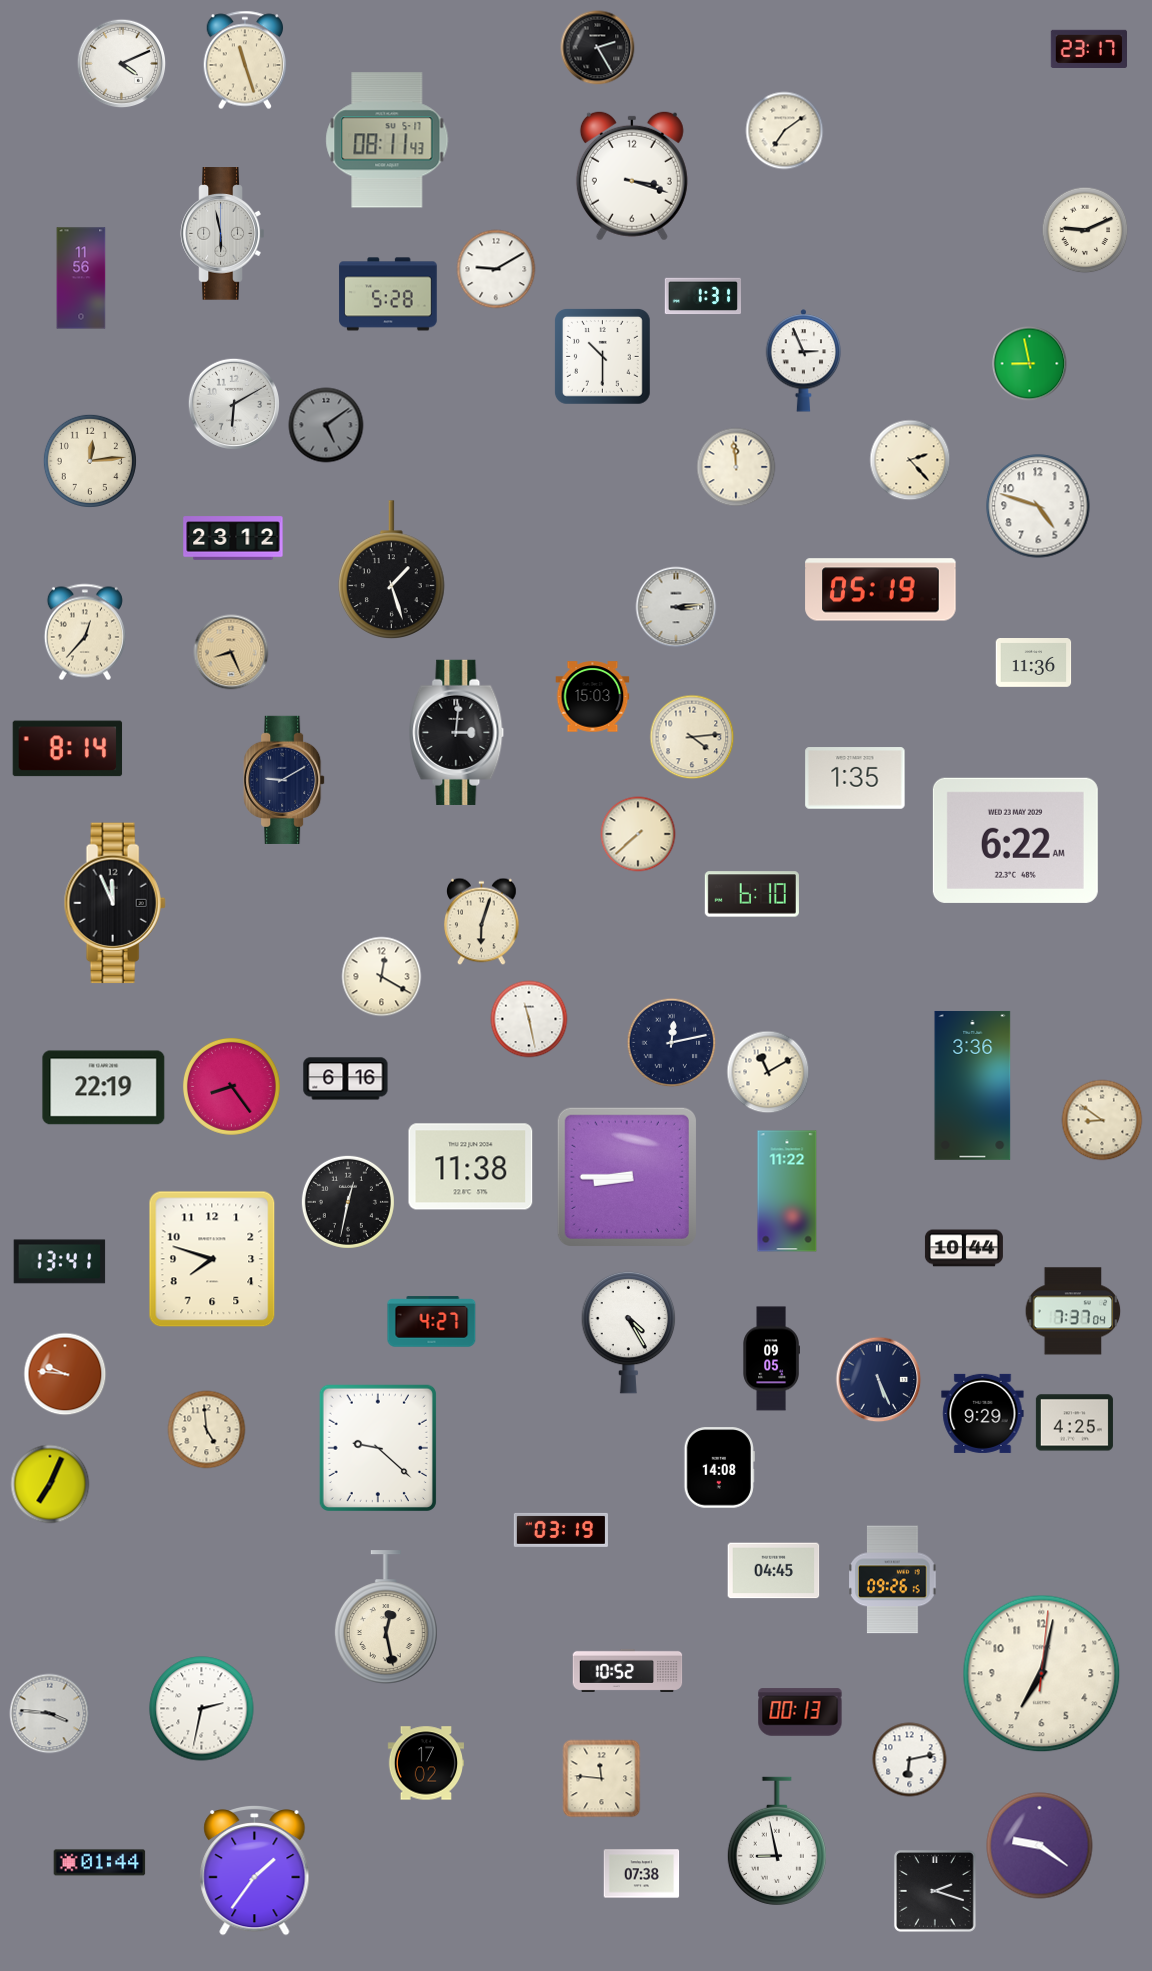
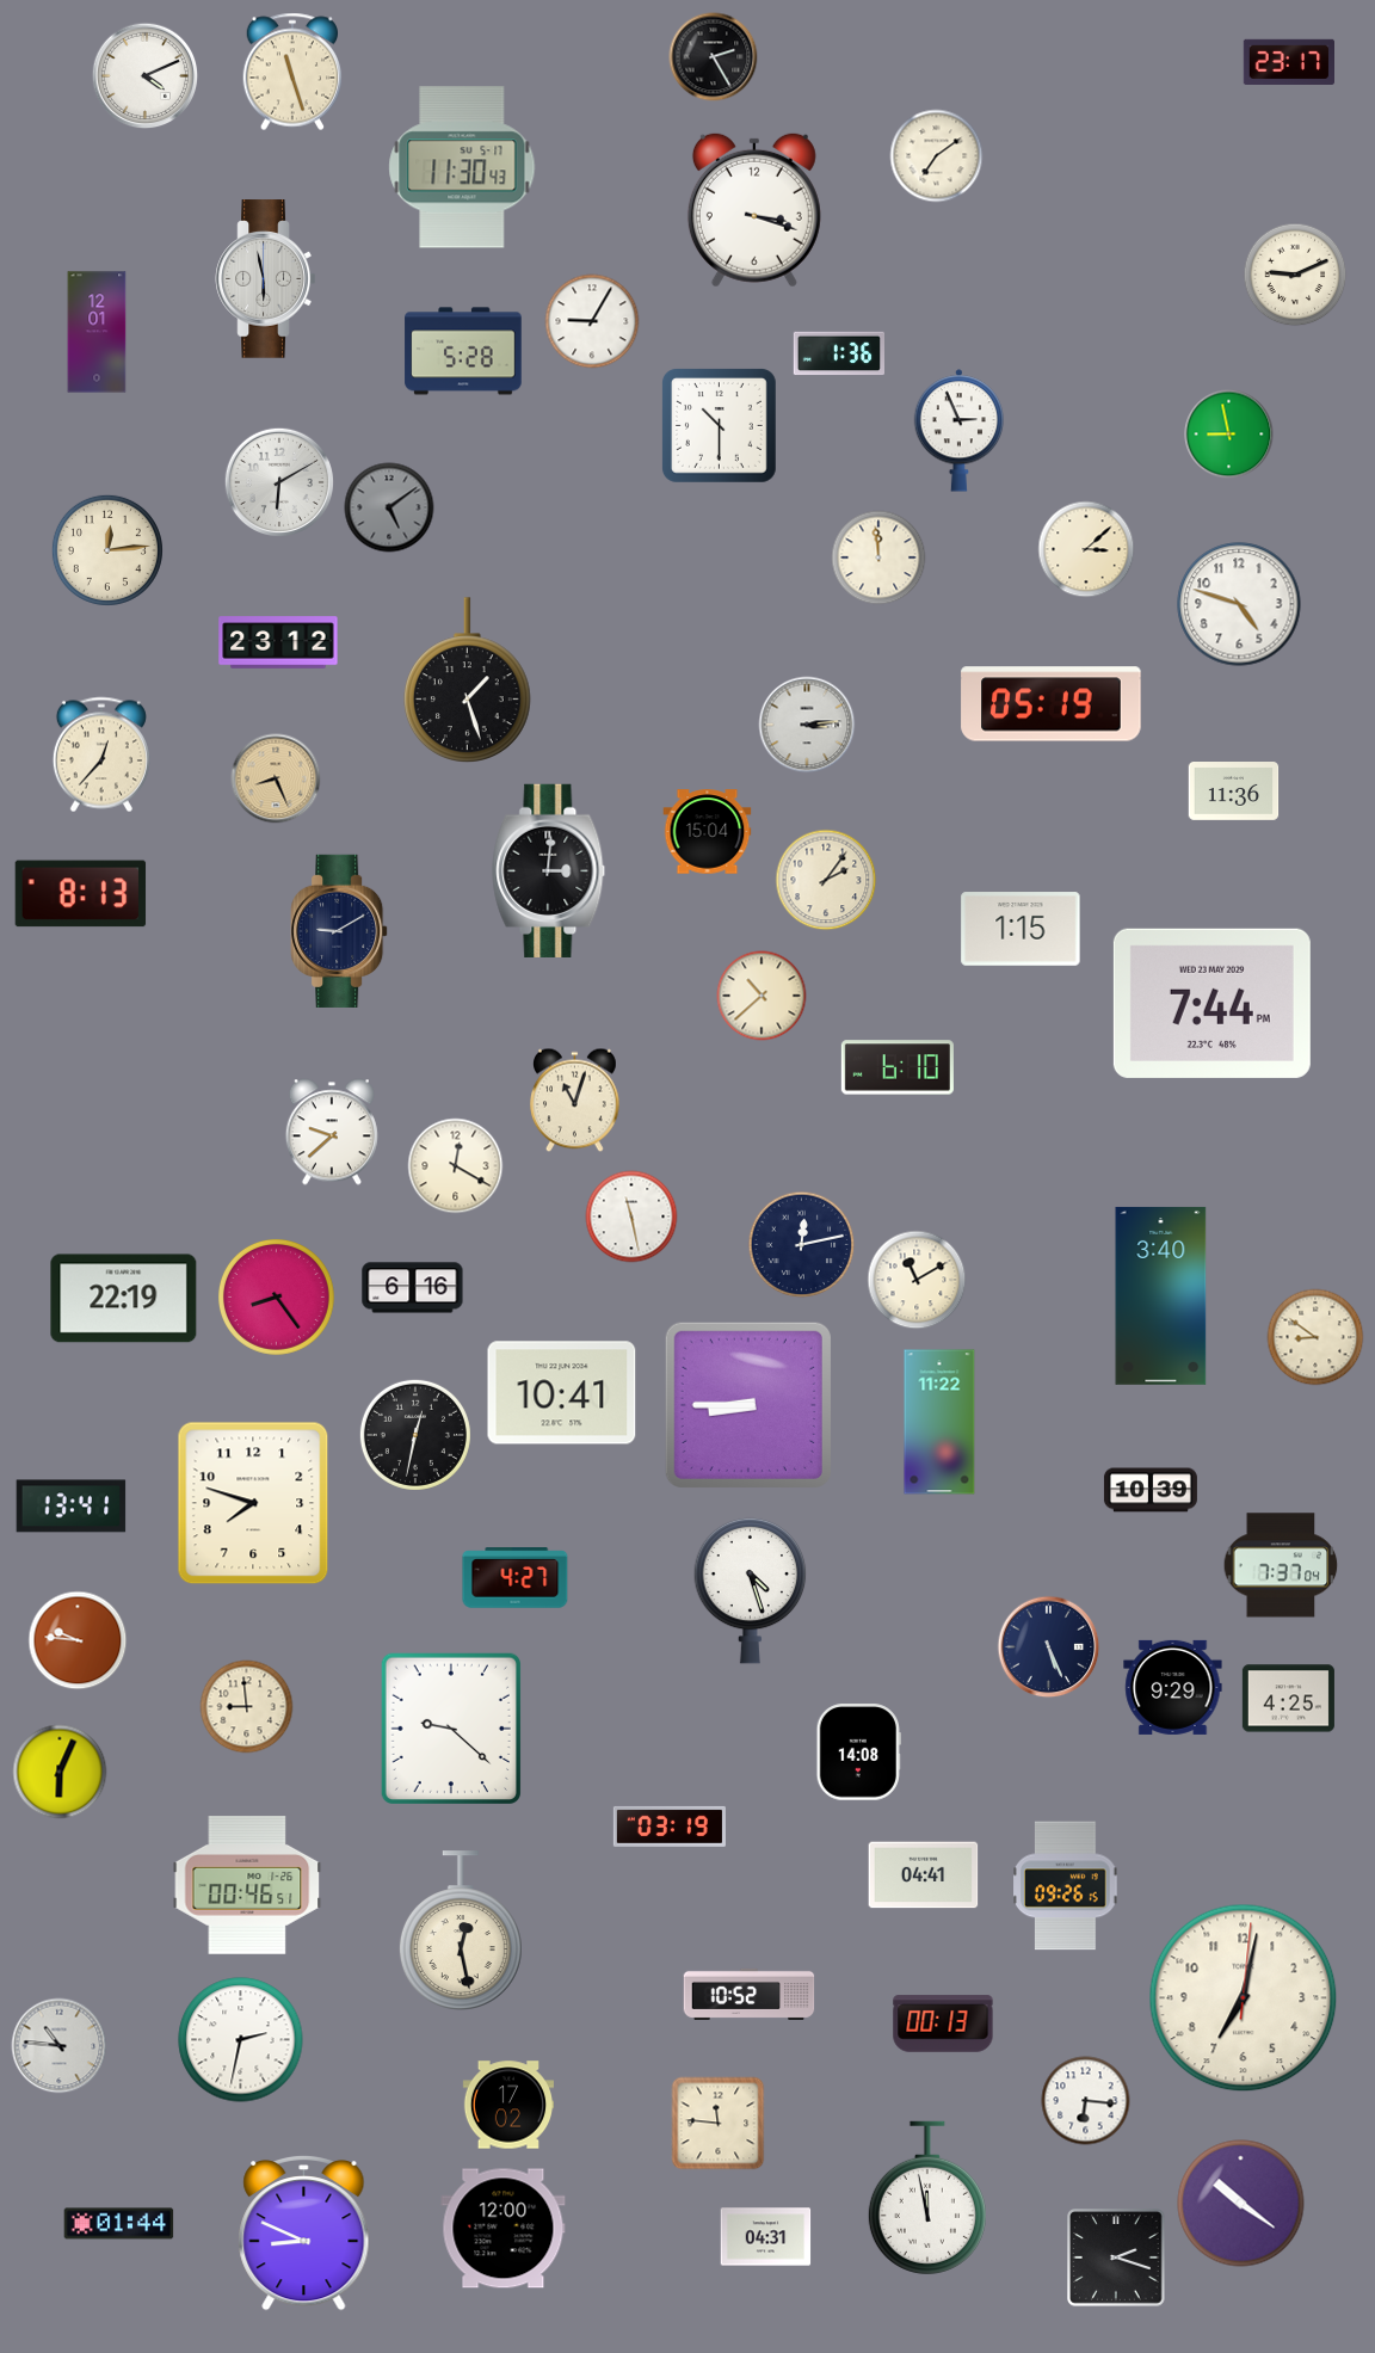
clock at (1088, 48) position: (1088, 48) -> (1288, 61)
clock at (387, 140): 08:11 -> 11:30
clock at (496, 269): 9:10 -> 9:05
clock at (81, 278): 11:56 -> 12:01
clock at (702, 296): 1:31 -> 1:36
clock at (910, 460): 2:23 -> 3:08
clock at (593, 697): 15:03 -> 15:04
clock at (457, 732) position: (457, 732) -> (549, 870)
clock at (692, 737): 4:14 -> 2:06
clock at (68, 749): 8:14 -> 8:13
clock at (855, 778): 1:35 -> 1:15
clock at (638, 834): 7:38 -> 10:38
clock at (1015, 840): 6:22 -> 7:44
clock at (115, 903): 11:56 -> none
clock at (482, 922): 6:03 -> 11:03
clock at (332, 1132): none -> 9:38
clock at (973, 1085): 3:36 -> 3:40
clock at (471, 1167): 11:38 -> 10:41
clock at (964, 1248): 10:44 -> 10:39
clock at (629, 1332): 4:25 -> 4:27
clock at (771, 1359): 09:05 -> none
clock at (1074, 1423) position: (1074, 1423) -> (1288, 1699)
clock at (207, 1430): 4:59 -> 8:59
clock at (50, 1484): 7:04 -> 6:04
clock at (774, 1571): 04:45 -> 04:41
clock at (247, 1886): none -> 00:46
clock at (800, 1712) position: (800, 1712) -> (943, 2024)
clock at (50, 1714): 3:46 -> 10:46
clock at (910, 1760): 6:13 -> 6:16
clock at (777, 1841): 8:58 -> 11:58
clock at (1040, 1846): 9:21 -> 10:21
clock at (504, 2229): none -> 12:00
clock at (255, 1870): 1:36 -> 8:49
clock at (642, 1874): 07:38 -> 04:31
